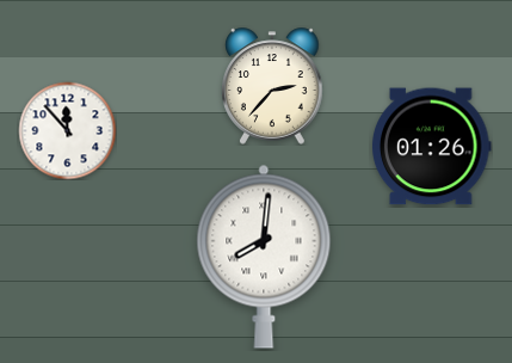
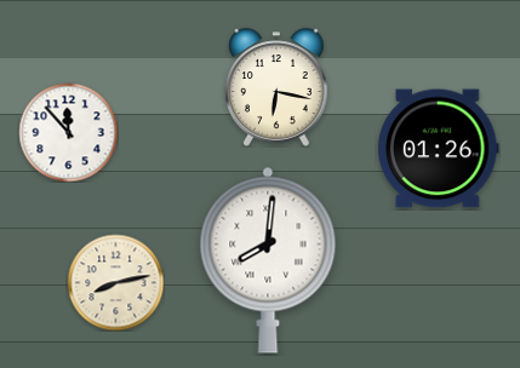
clock at (272, 86): 2:37 -> 6:17
clock at (115, 282): none -> 8:13
